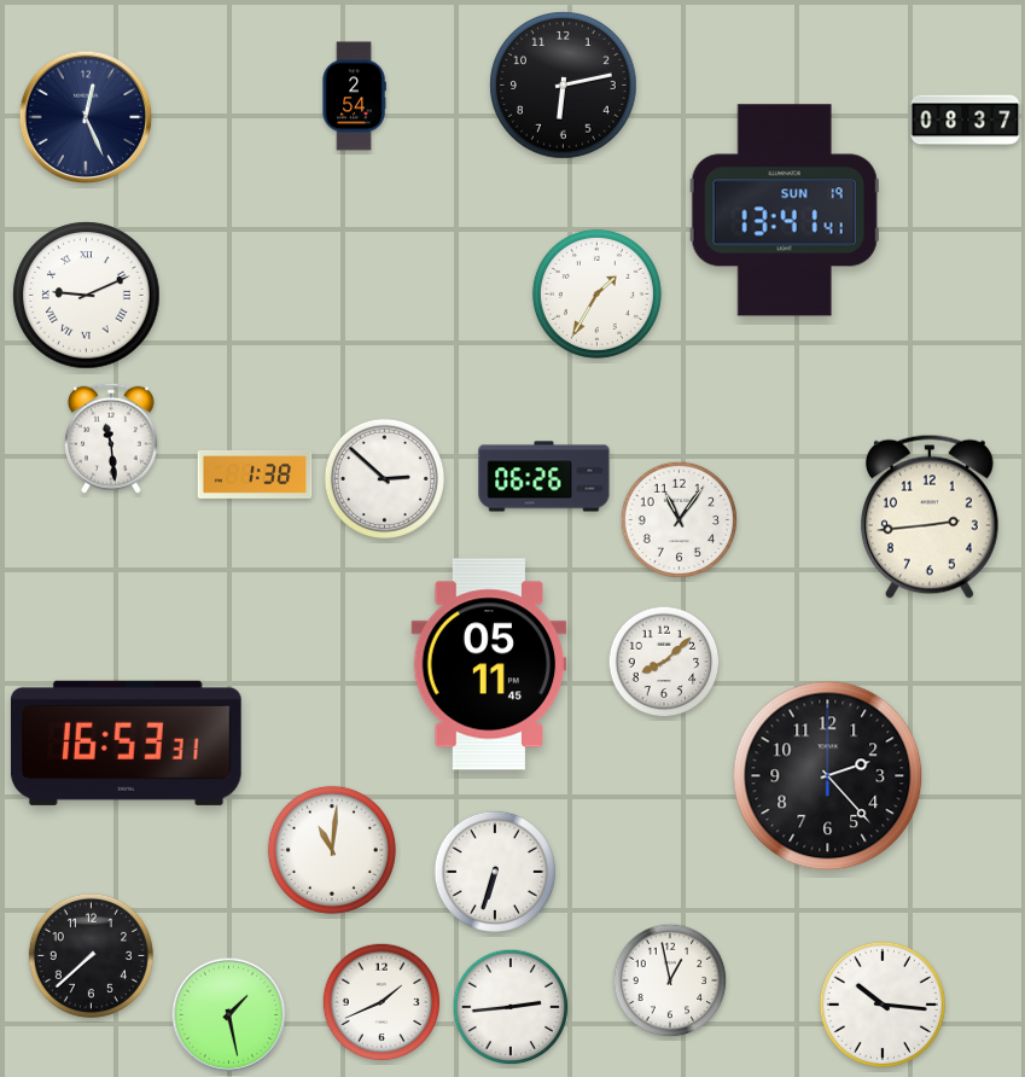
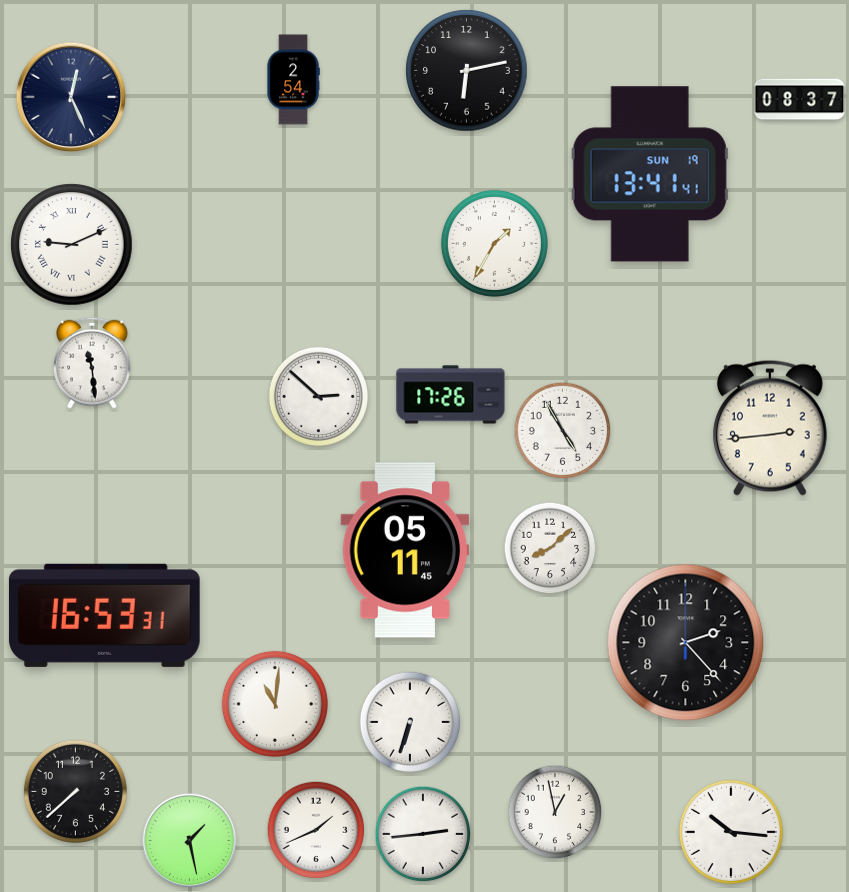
clock at (255, 475): 1:38 -> none
clock at (544, 477): 06:26 -> 17:26
clock at (680, 520): 11:06 -> 4:55
